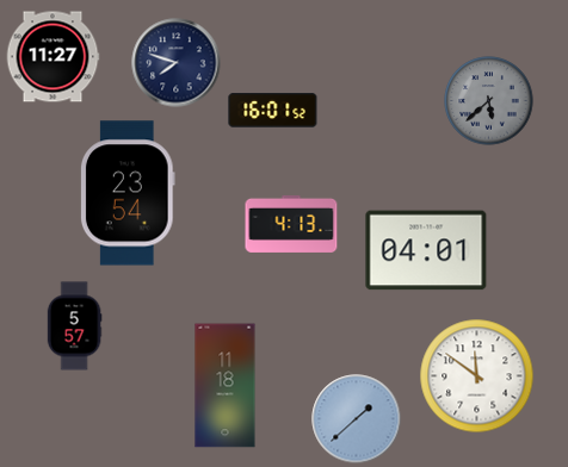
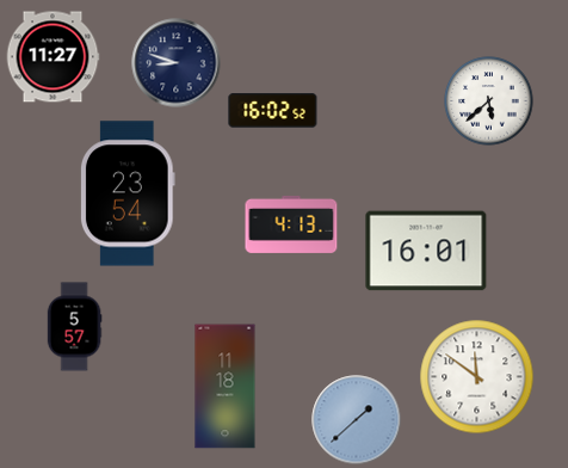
clock at (177, 63): 7:48 -> 8:48
clock at (489, 101) dial: grey -> white
clock at (273, 111): 16:01 -> 16:02
clock at (426, 250): 04:01 -> 16:01
